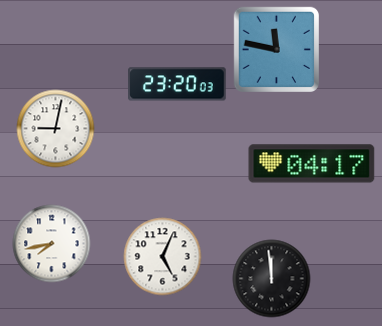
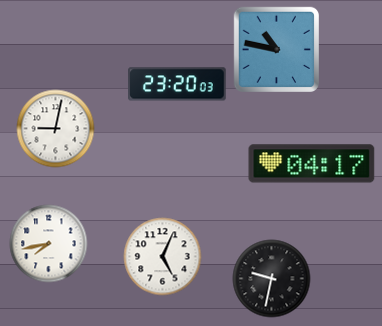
clock at (276, 49): 11:47 -> 10:47
clock at (51, 243) position: (51, 243) -> (48, 243)
clock at (271, 278): 11:59 -> 9:32
